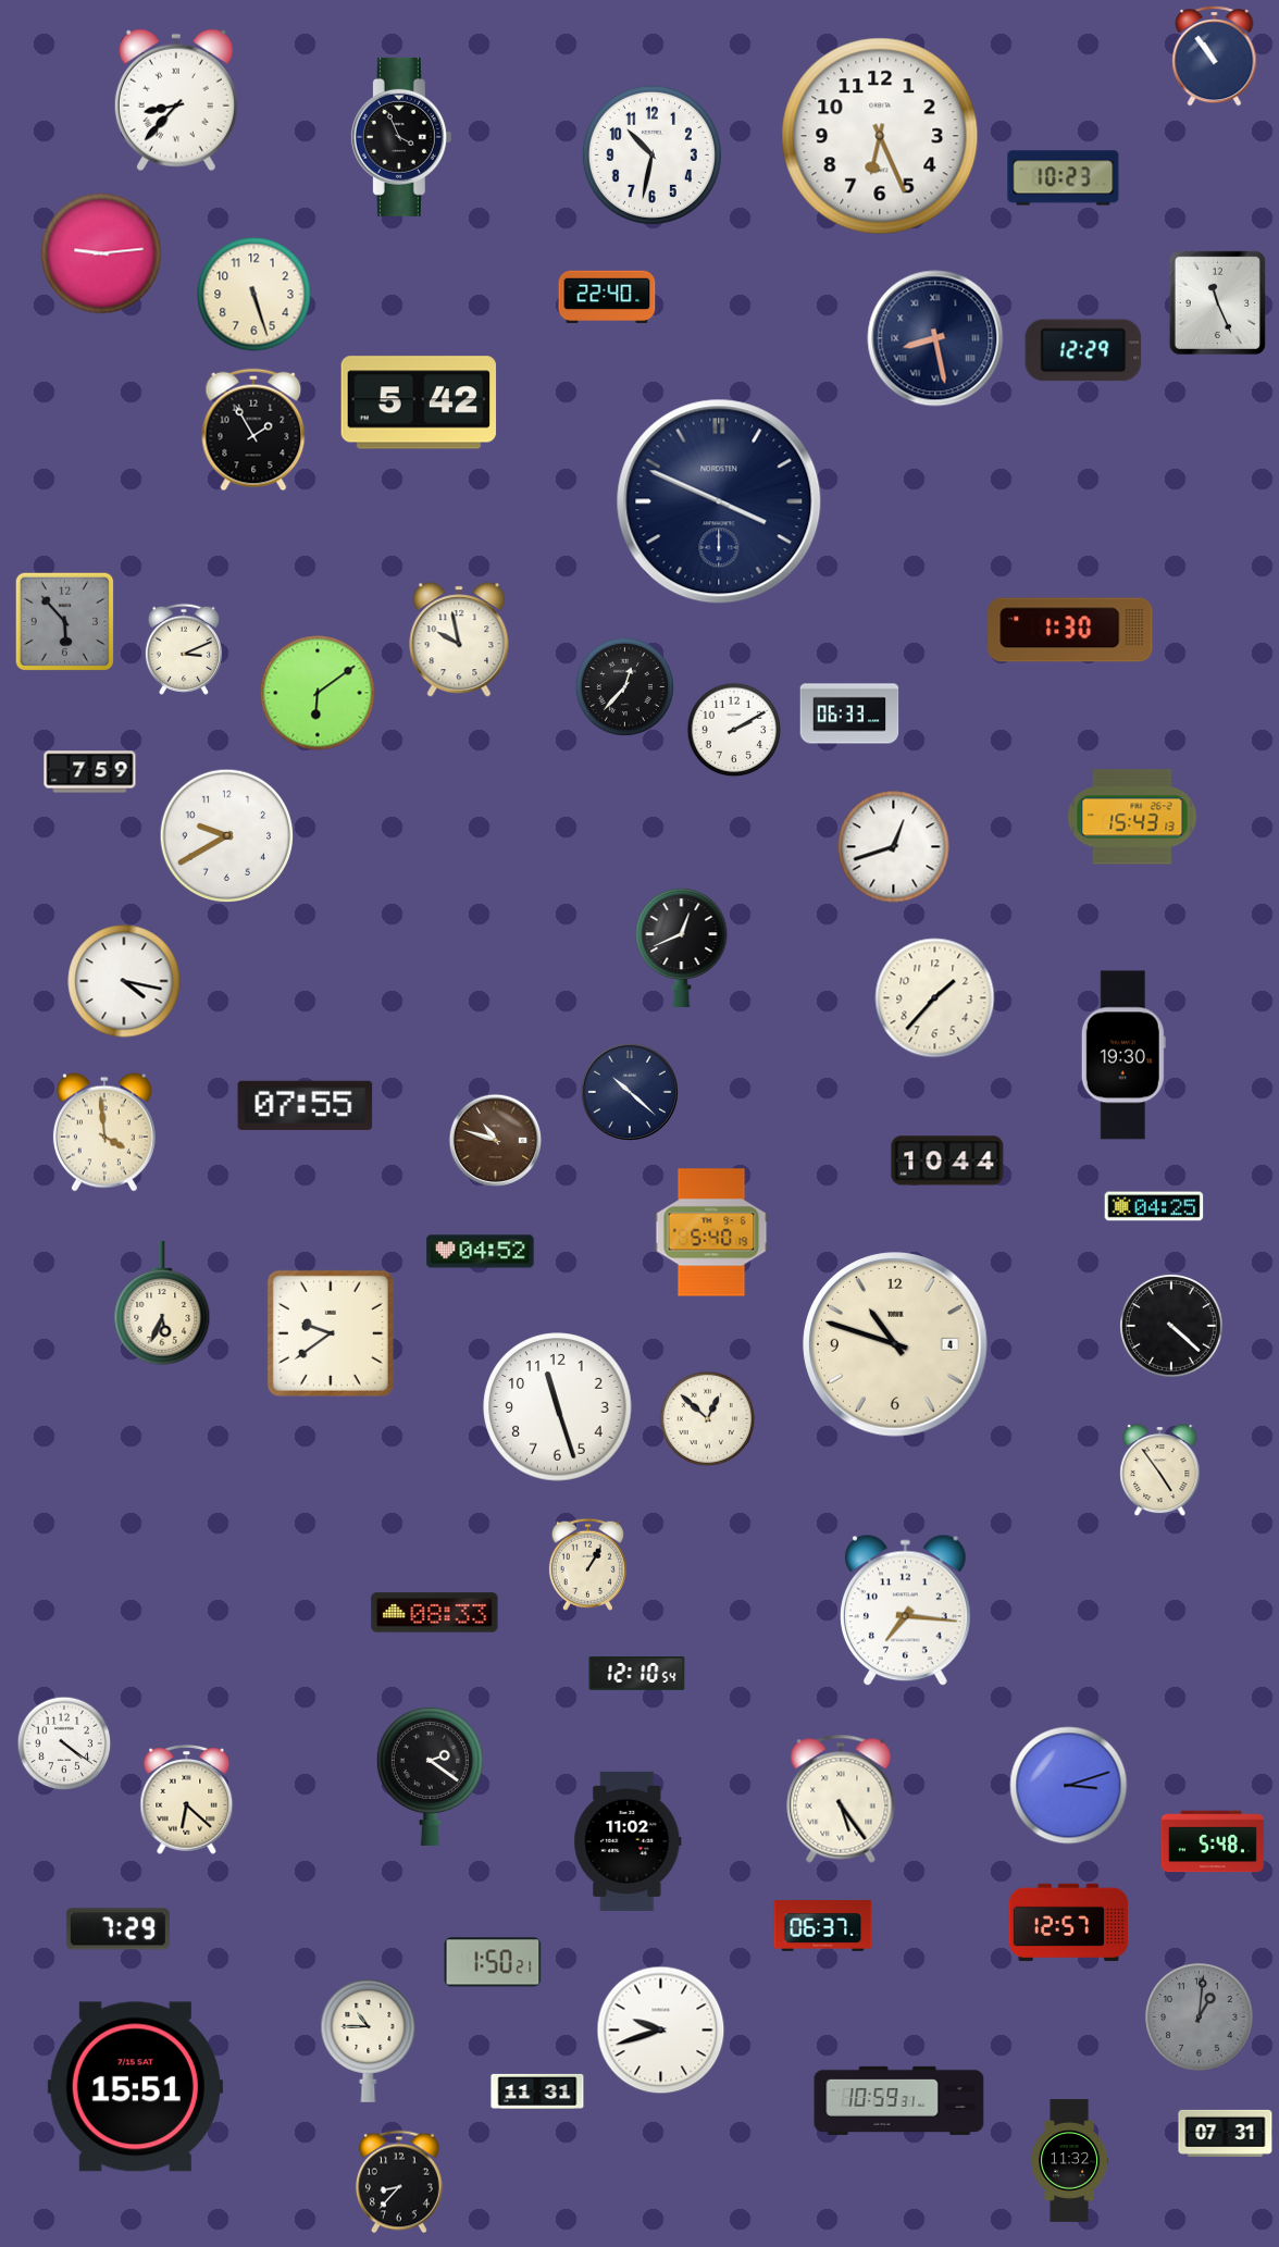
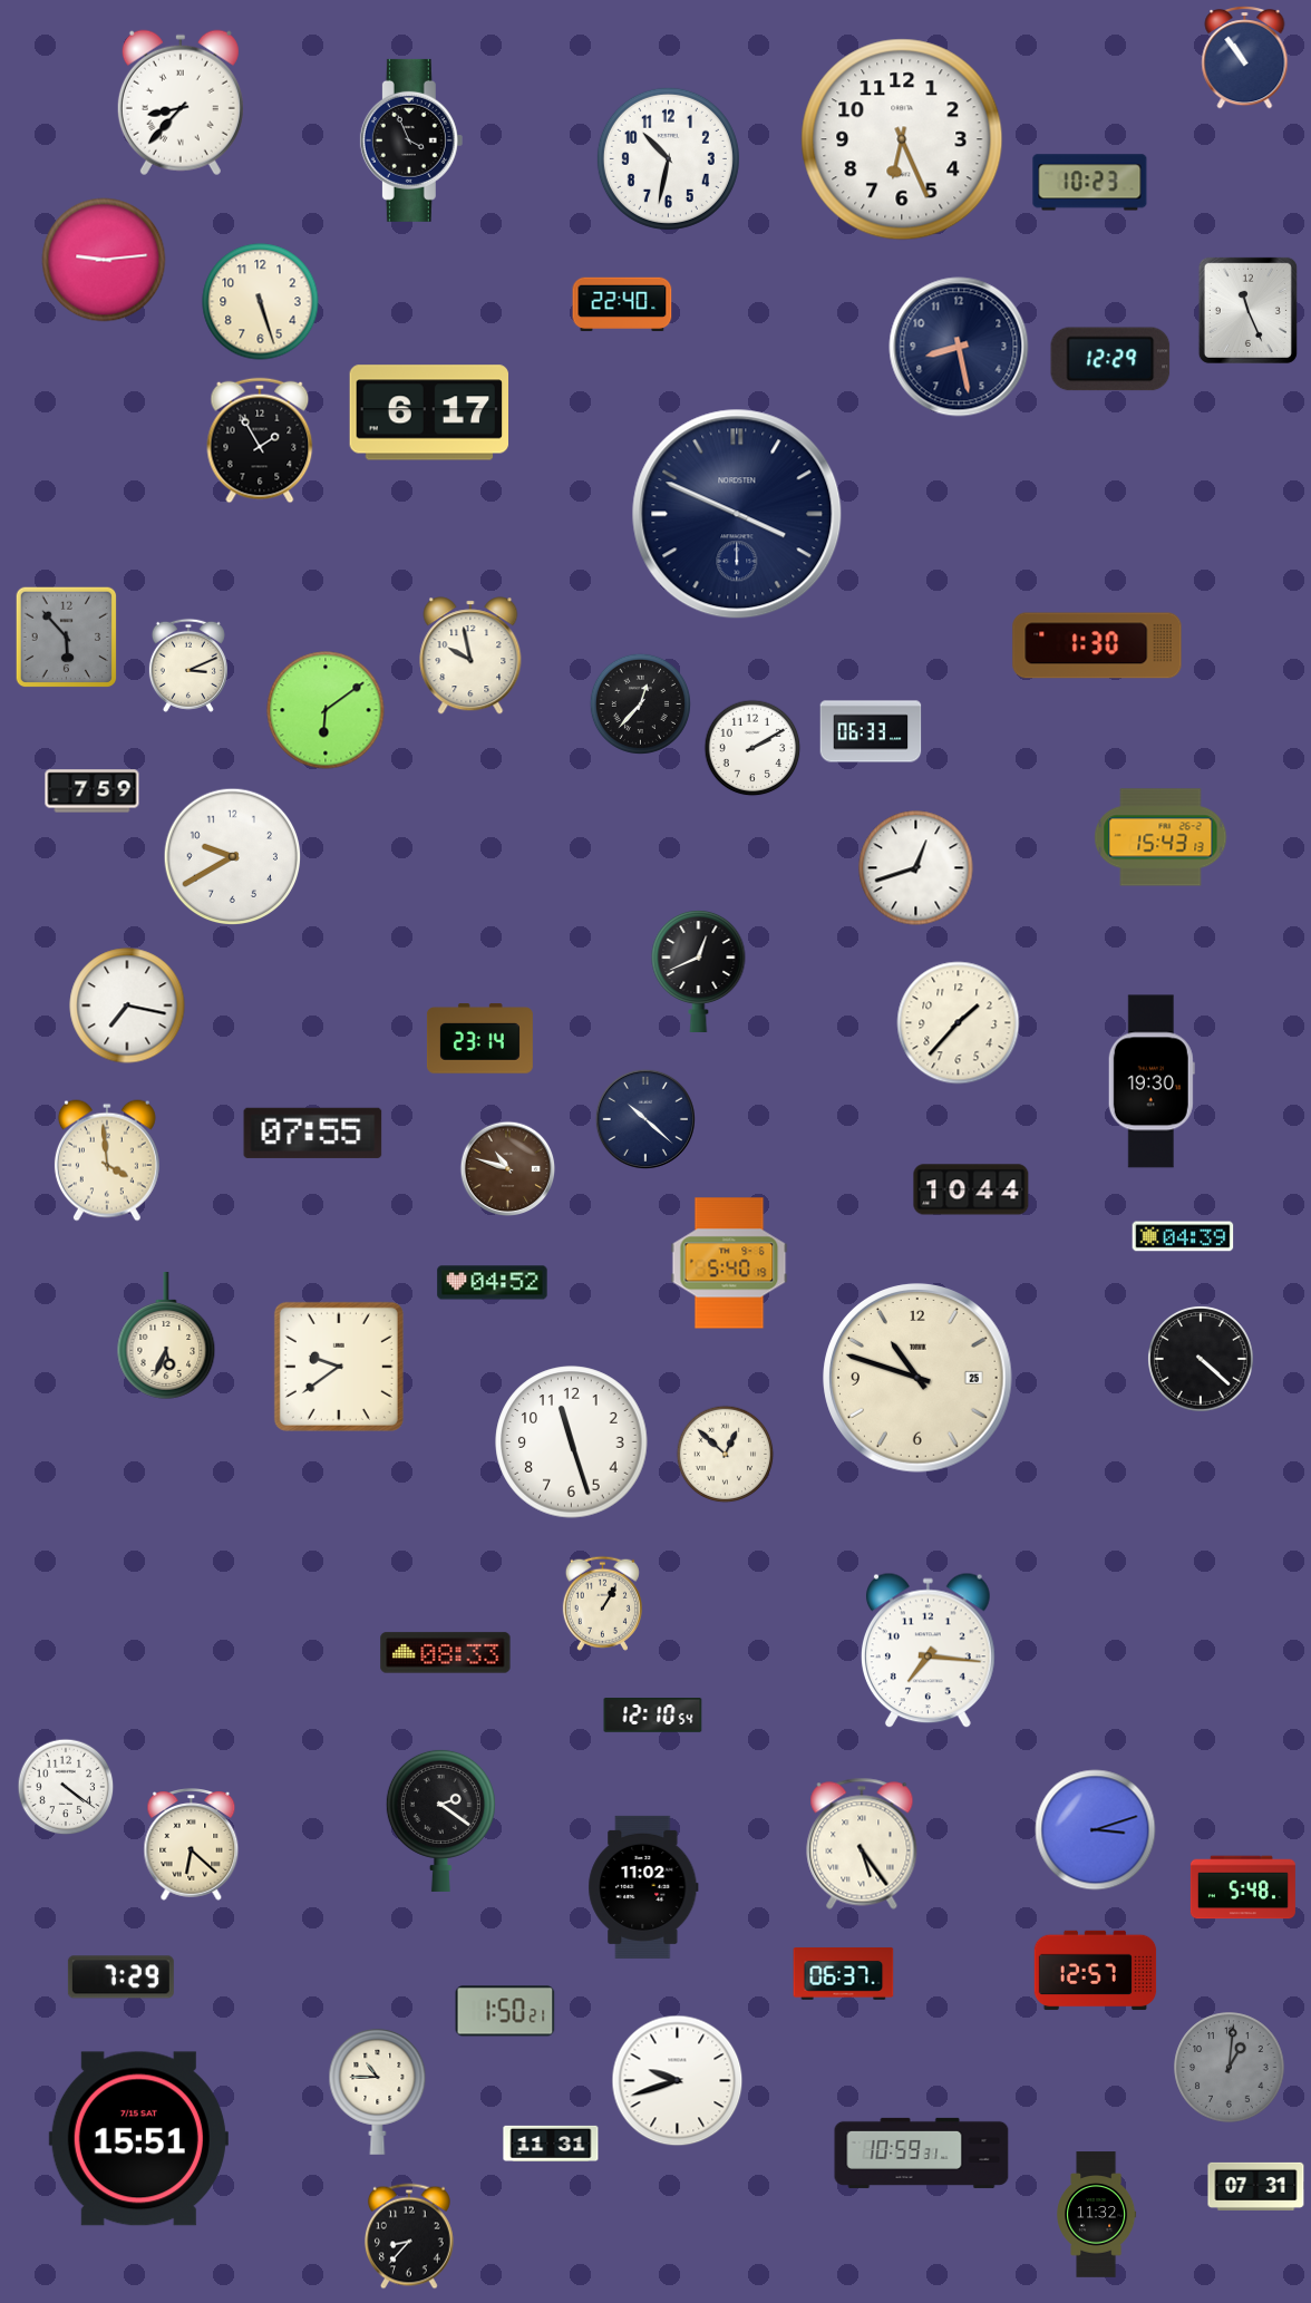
clock at (935, 338) numerals: Roman -> Arabic
clock at (419, 402): 5:42 -> 6:17
clock at (124, 981): 4:17 -> 7:17
clock at (479, 1039): none -> 23:14
clock at (1154, 1206): 04:25 -> 04:39
clock at (895, 1344) date: 4 -> 25
clock at (1160, 1470): 4:54 -> none
